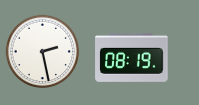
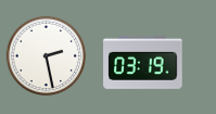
clock at (132, 57): 08:19 -> 03:19
